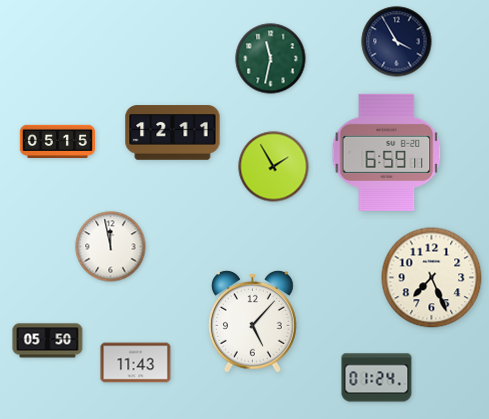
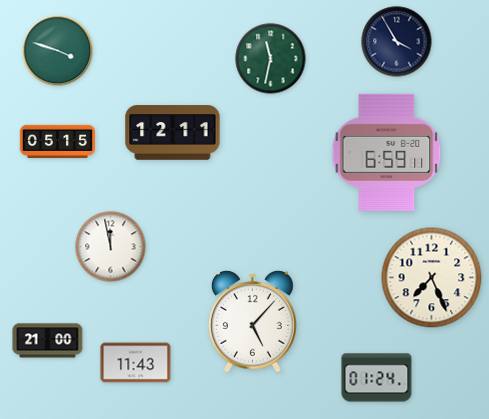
clock at (58, 51): none -> 3:48
clock at (274, 167): 1:55 -> none
clock at (48, 341): 05:50 -> 21:00
